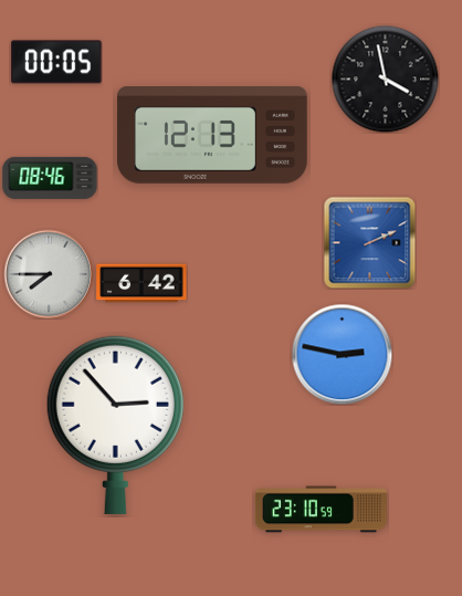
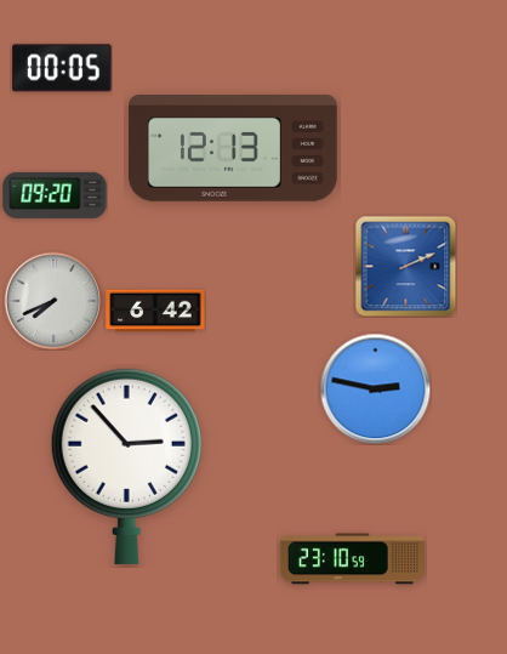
clock at (385, 79): 3:58 -> none
clock at (50, 178): 08:46 -> 09:20
clock at (49, 274): 7:45 -> 7:41
